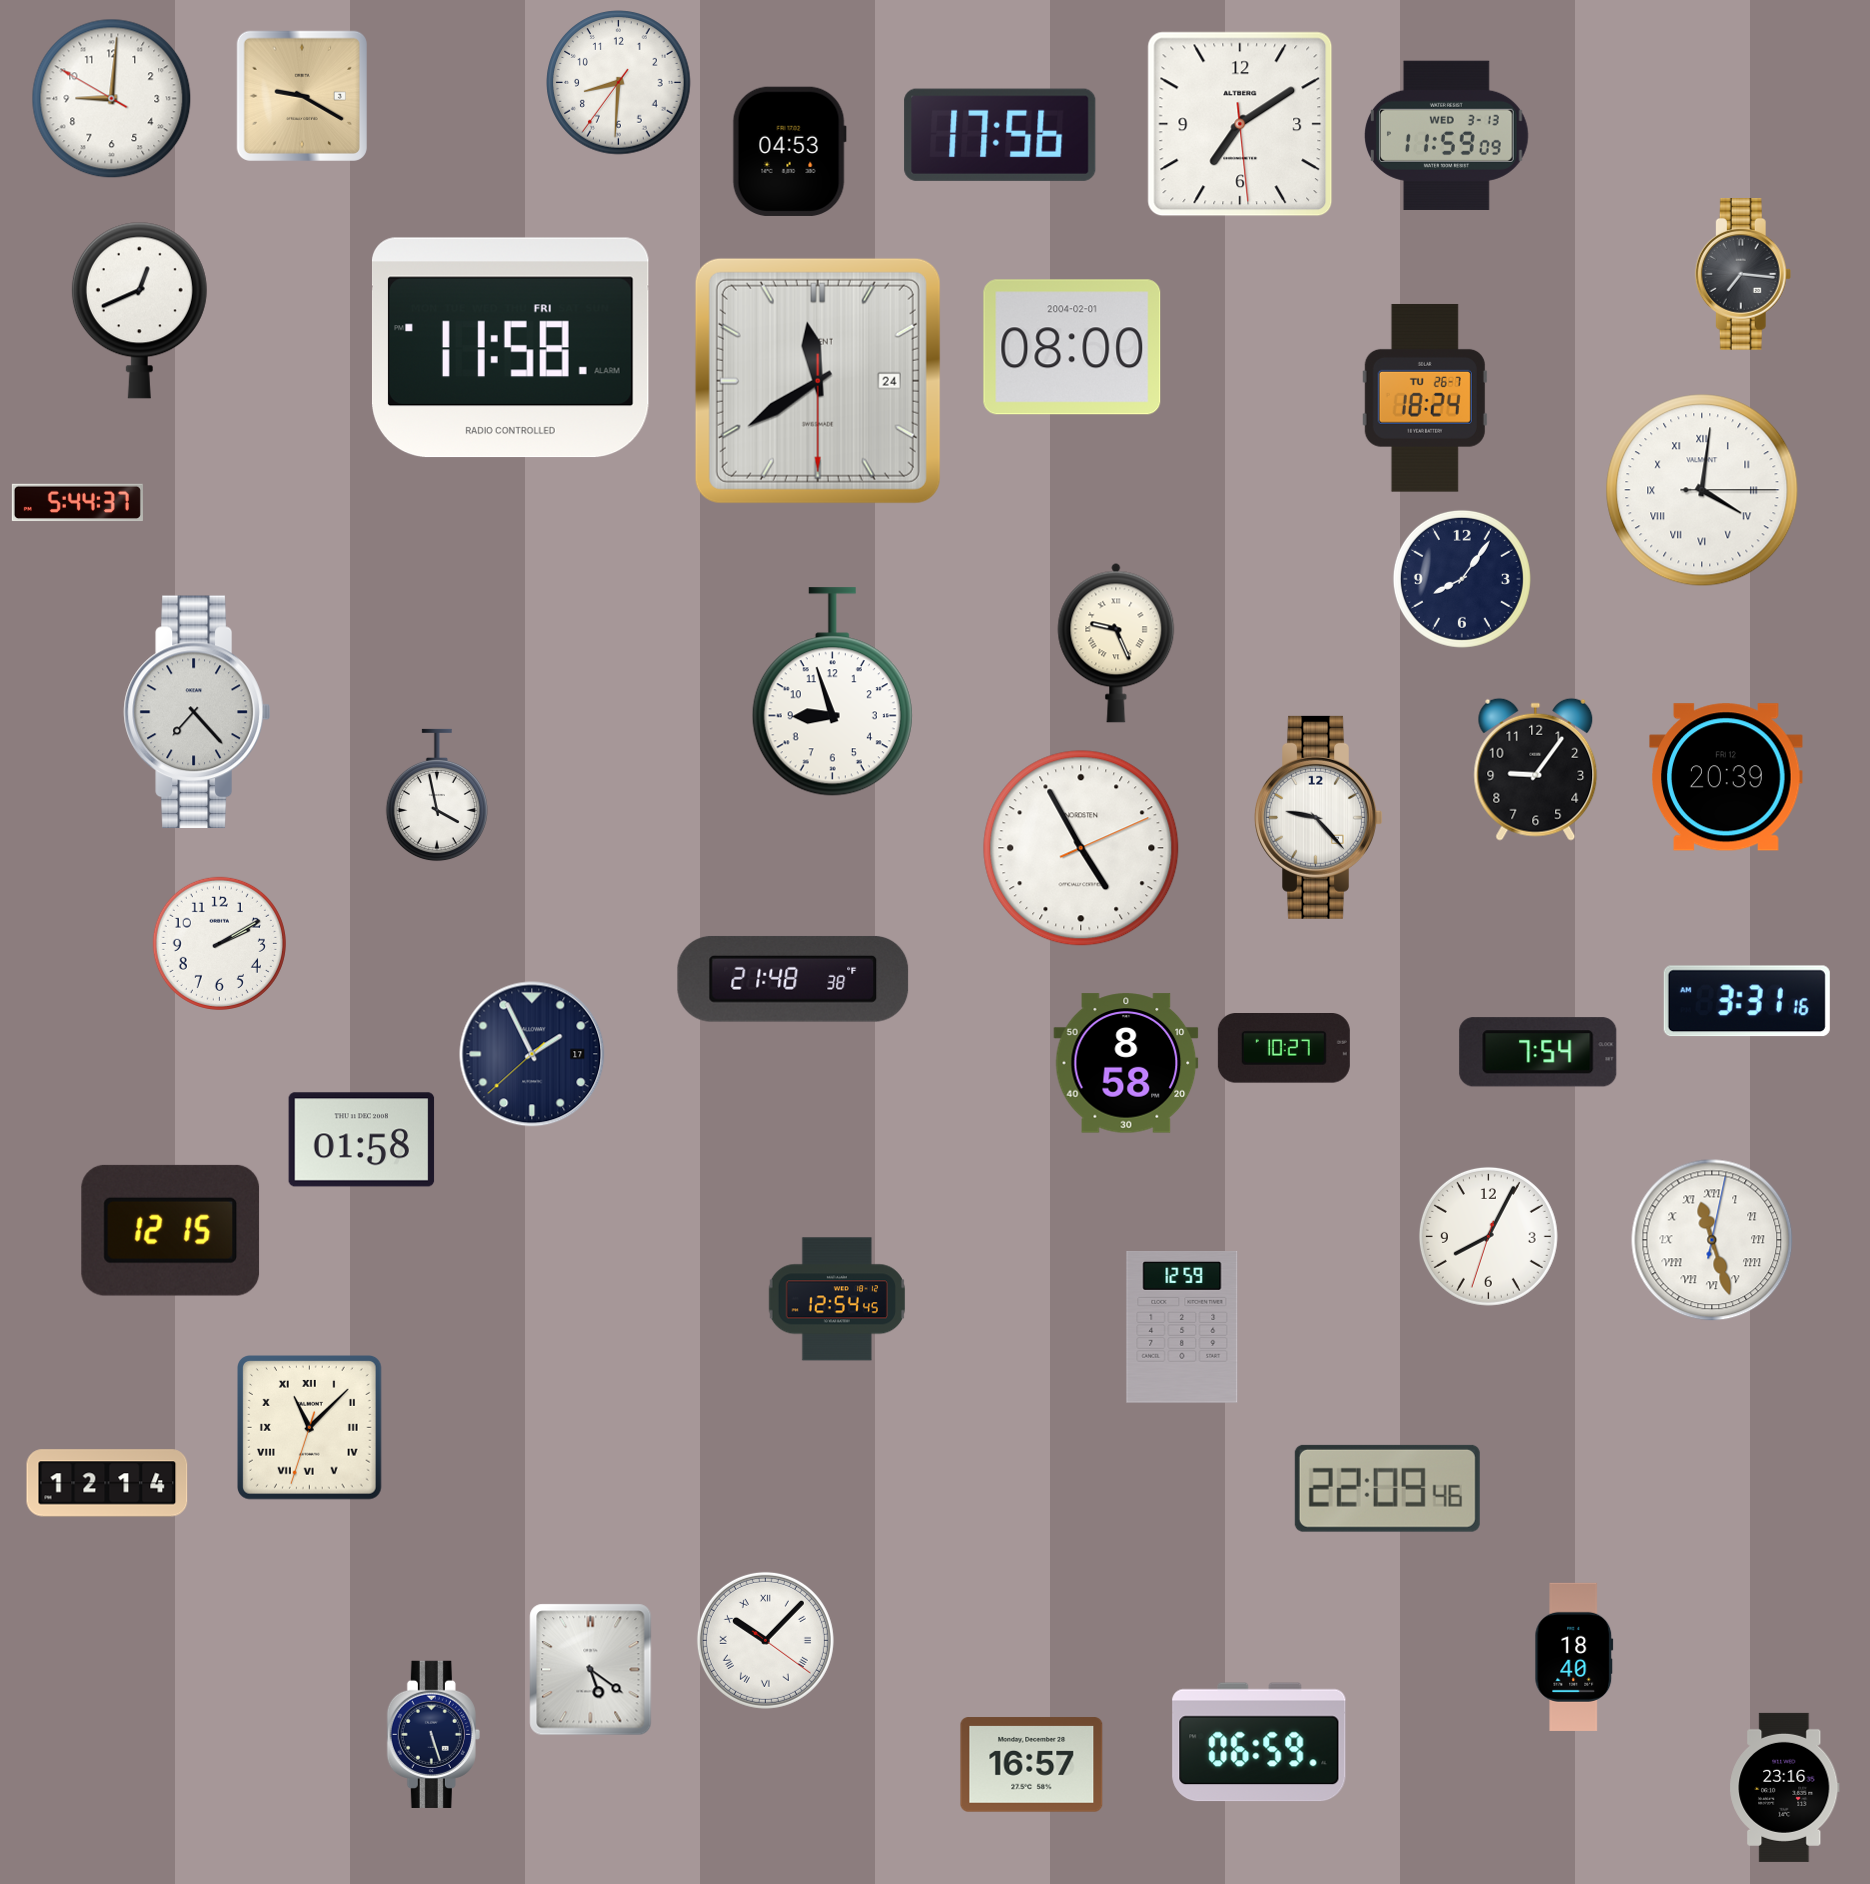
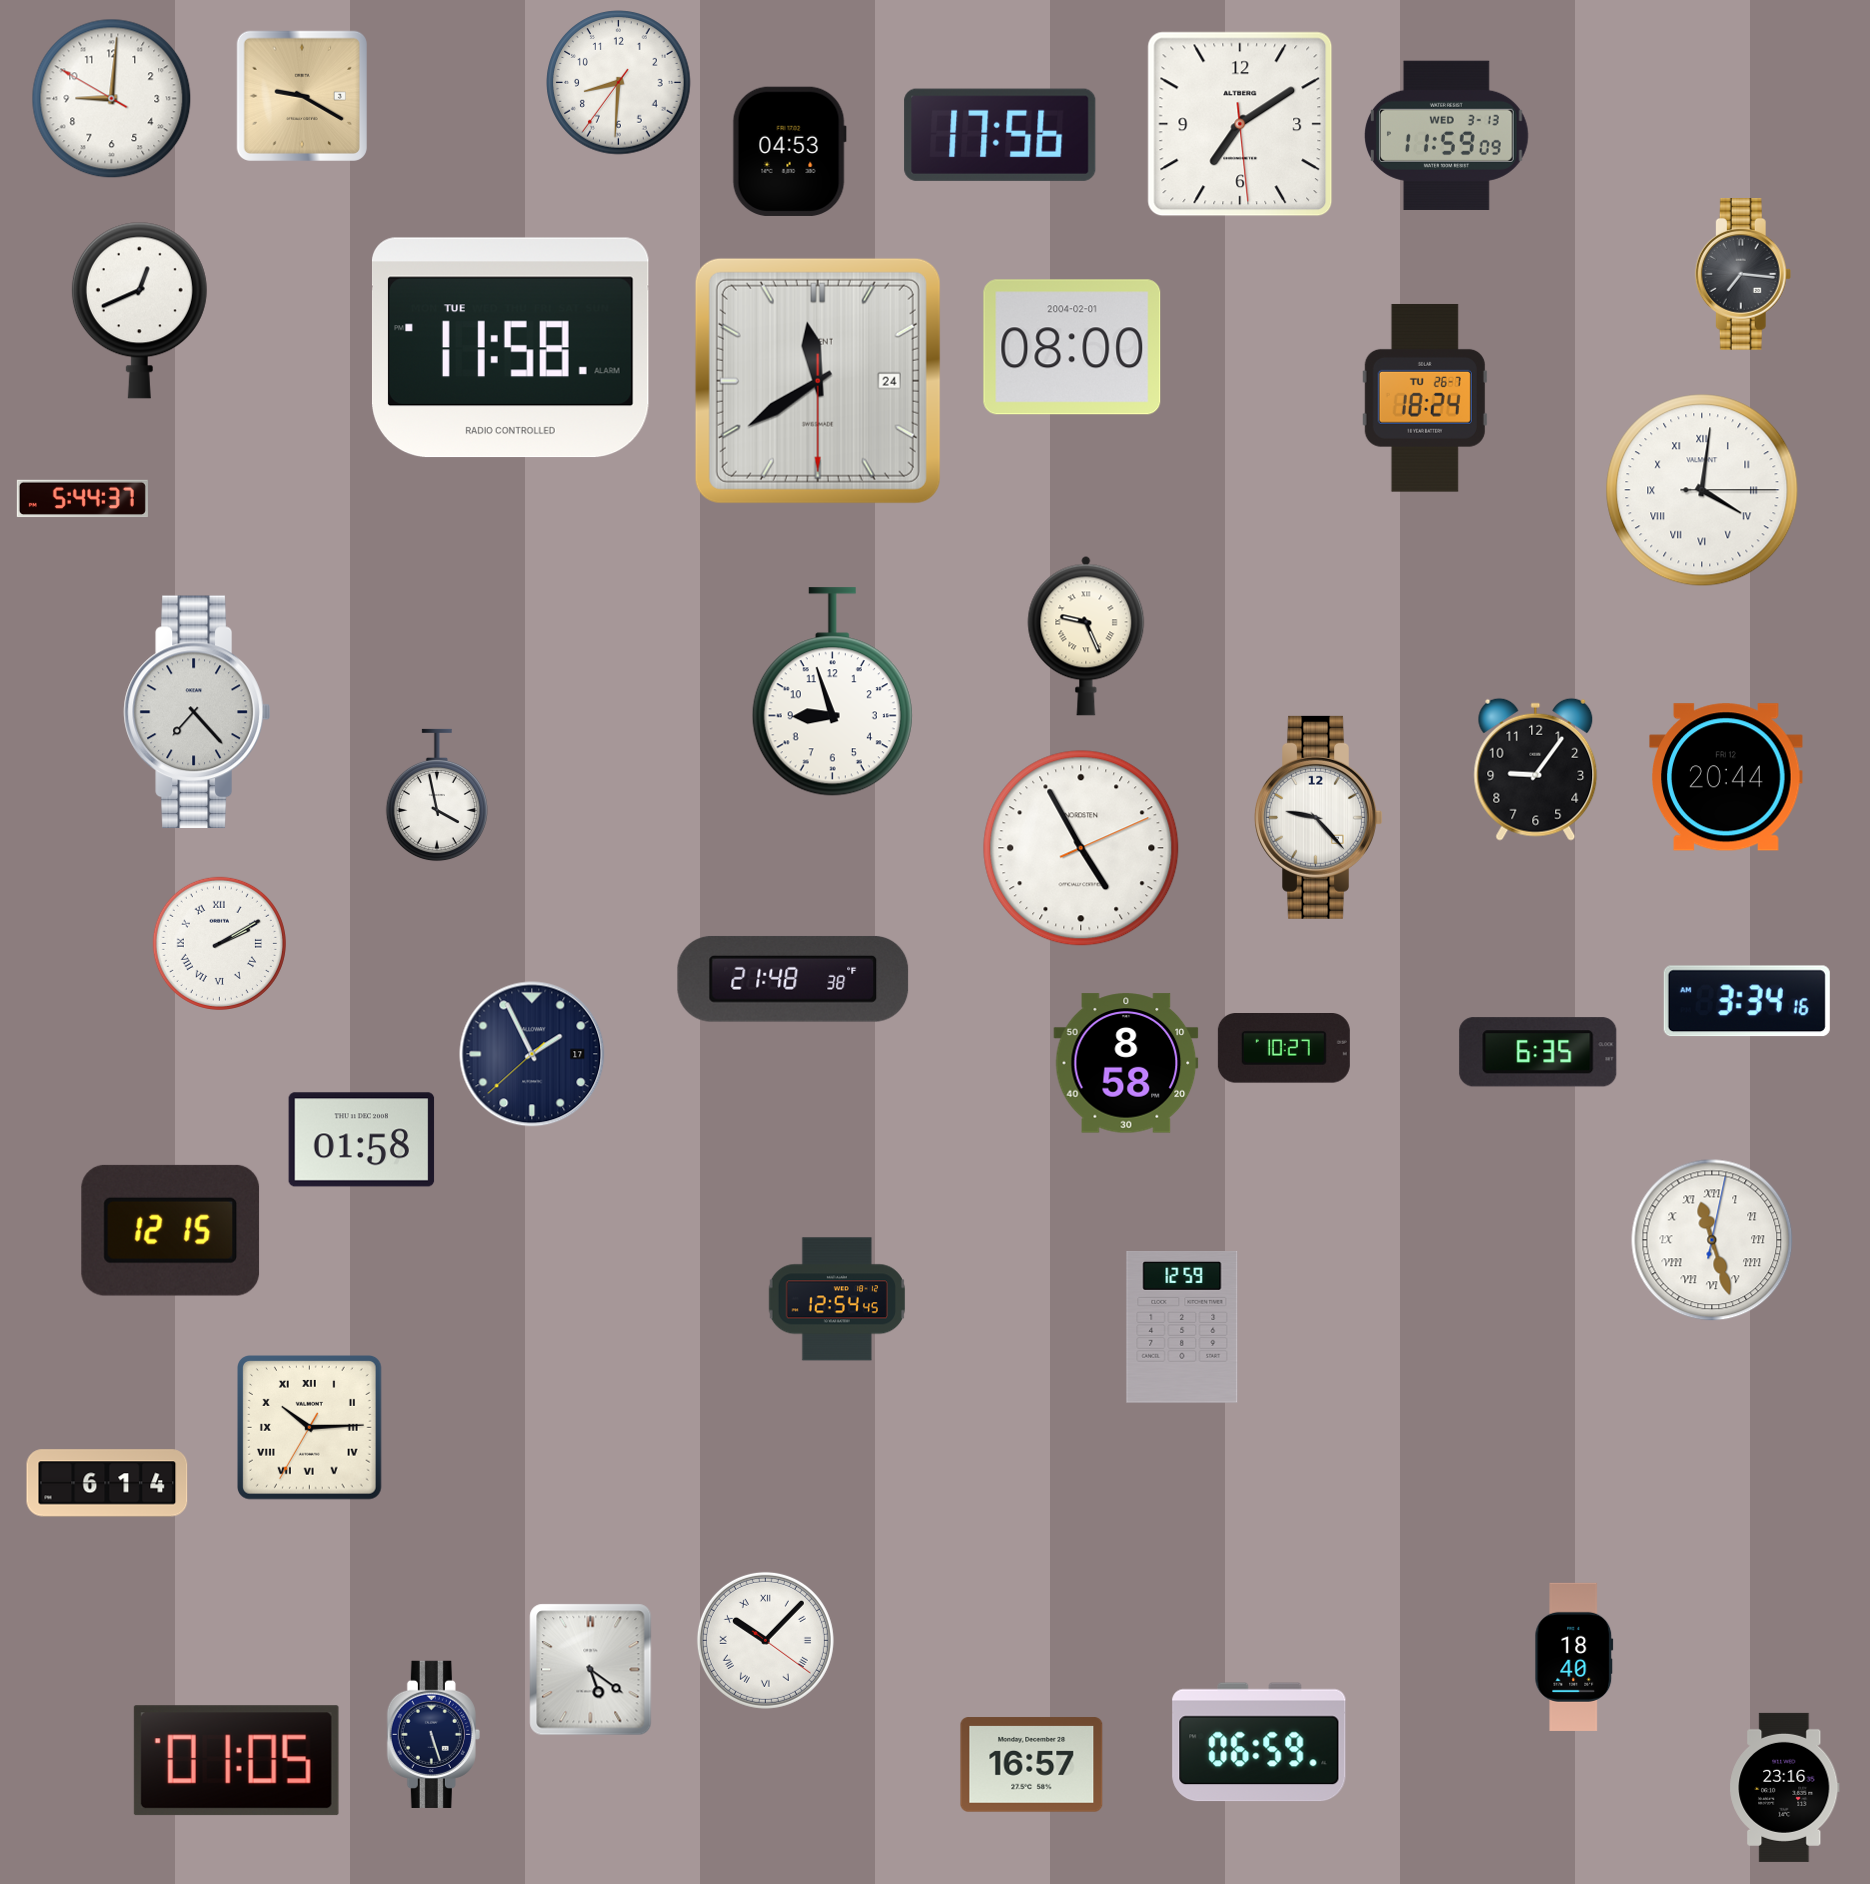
clock at (510, 348) date: FRI -> TUE
clock at (77, 503) position: (77, 503) -> (82, 499)
clock at (1462, 579): 8:06 -> none
clock at (1116, 643) position: (1116, 643) -> (1086, 636)
clock at (1726, 777): 20:39 -> 20:44
clock at (219, 943) numerals: Arabic -> Roman
clock at (1747, 1001): 3:31 -> 3:34
clock at (1538, 1052): 7:54 -> 6:35
clock at (1488, 1236): 8:04 -> none
clock at (310, 1428): 11:07 -> 10:14
clock at (107, 1483): 12:14 -> 6:14
clock at (1387, 1488): 22:09 -> none
clock at (236, 1761): none -> 01:05
